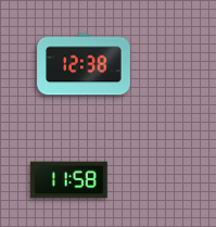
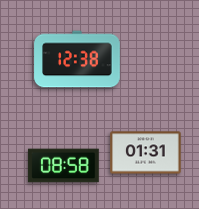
clock at (146, 153): none -> 01:31
clock at (69, 180): 11:58 -> 08:58
